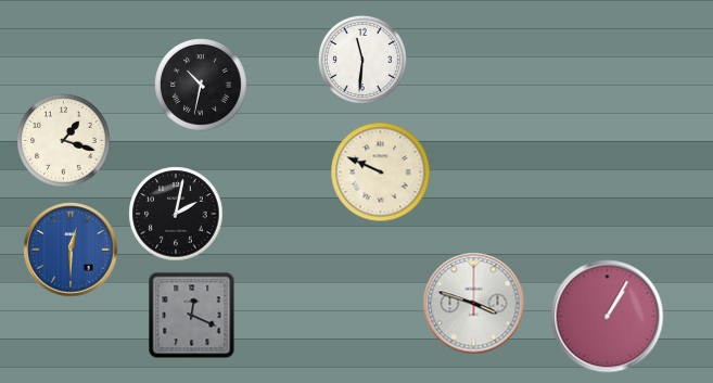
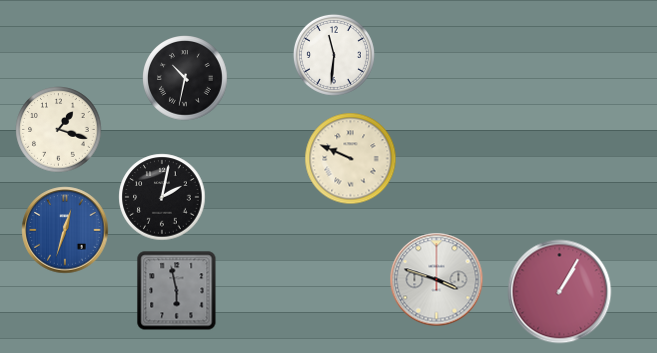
clock at (71, 250): 12:30 -> 12:33
clock at (192, 316): 12:19 -> 5:58
